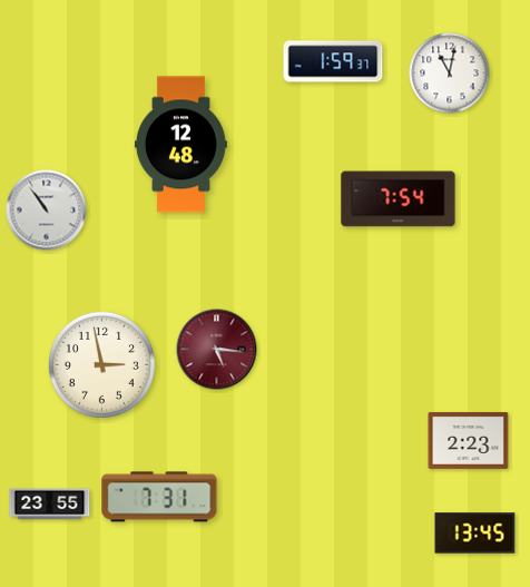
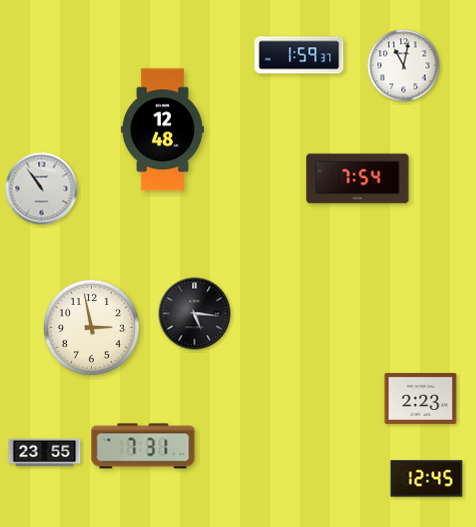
clock at (217, 350) dial: burgundy -> black
clock at (469, 440) position: (469, 440) -> (421, 398)
clock at (475, 534): 13:45 -> 12:45
